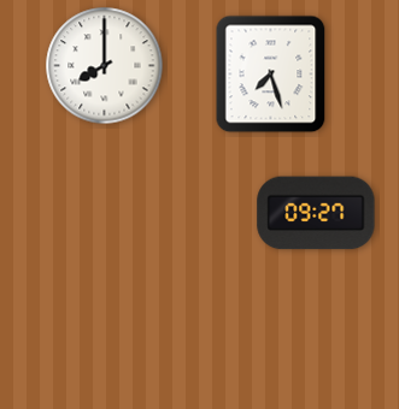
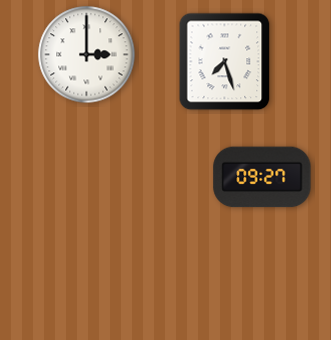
clock at (105, 66): 8:00 -> 3:00
